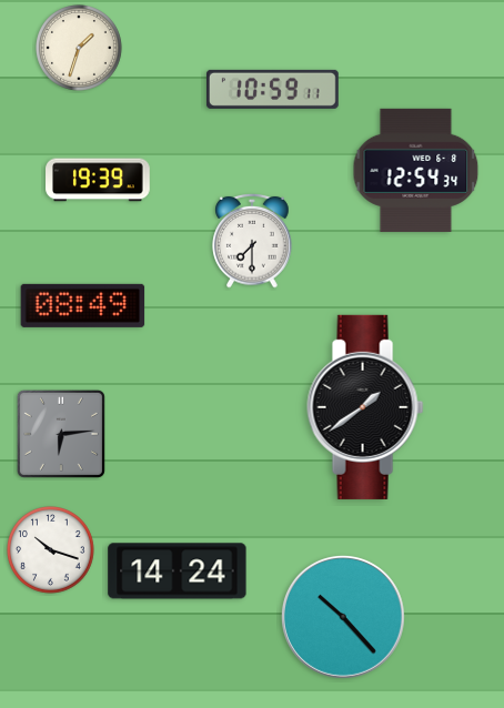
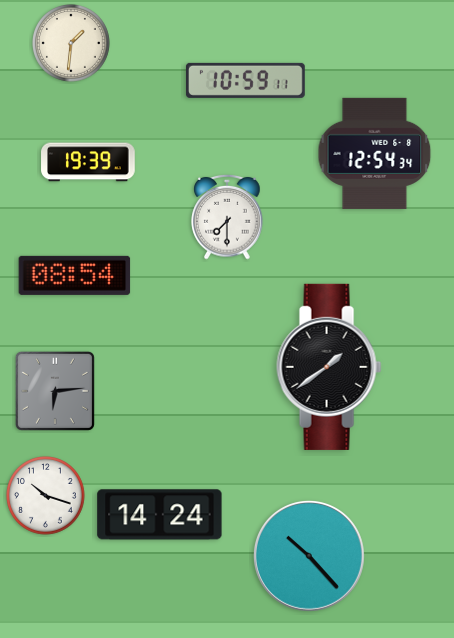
clock at (80, 49): 1:33 -> 1:31
clock at (83, 305): 08:49 -> 08:54
